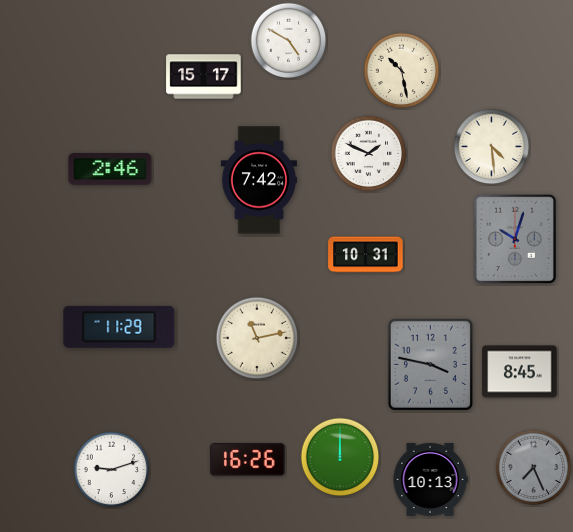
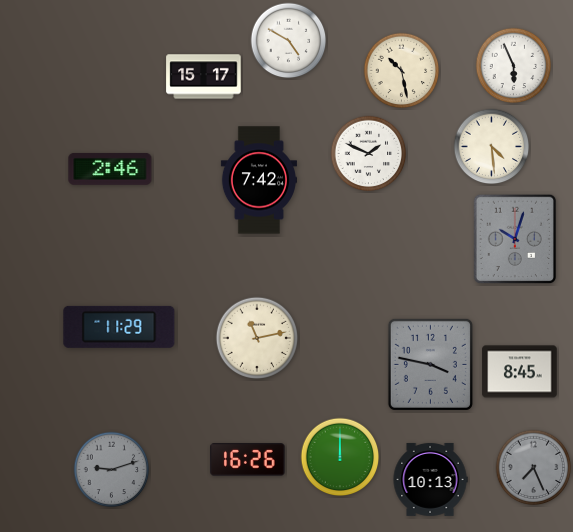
clock at (514, 66): none -> 5:56
clock at (366, 255): 10:31 -> none
clock at (112, 470) dial: white -> grey
